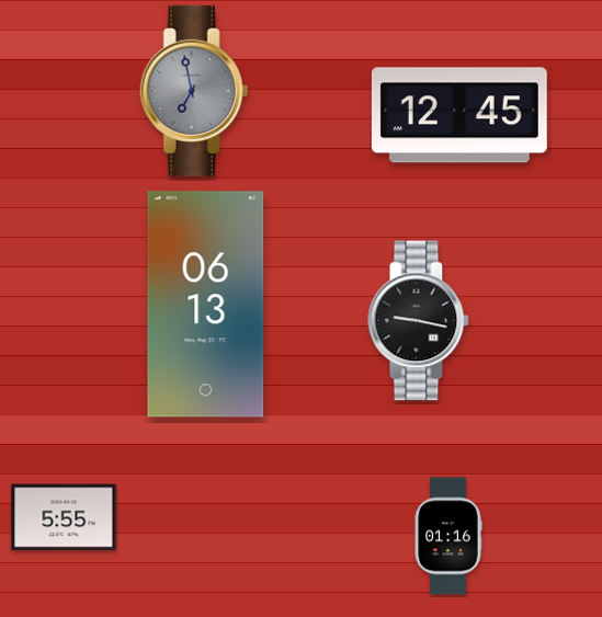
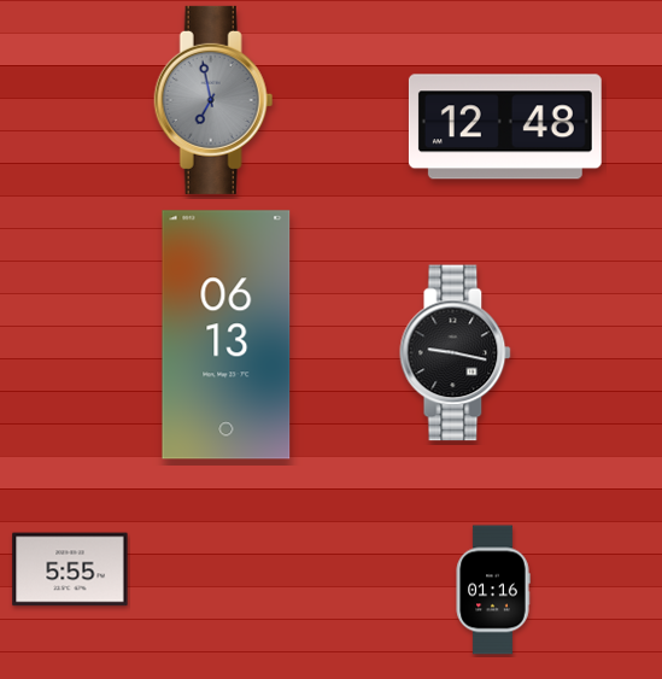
clock at (459, 115): 12:45 -> 12:48
clock at (419, 321) position: (419, 321) -> (456, 353)
